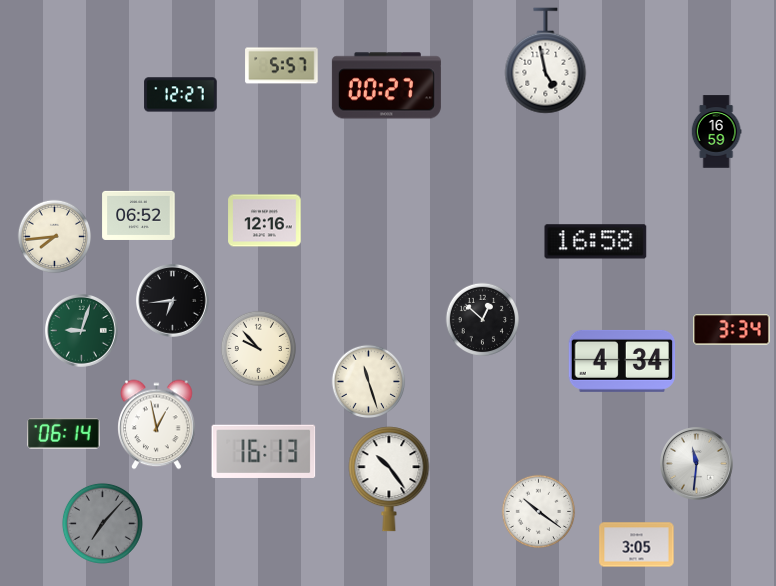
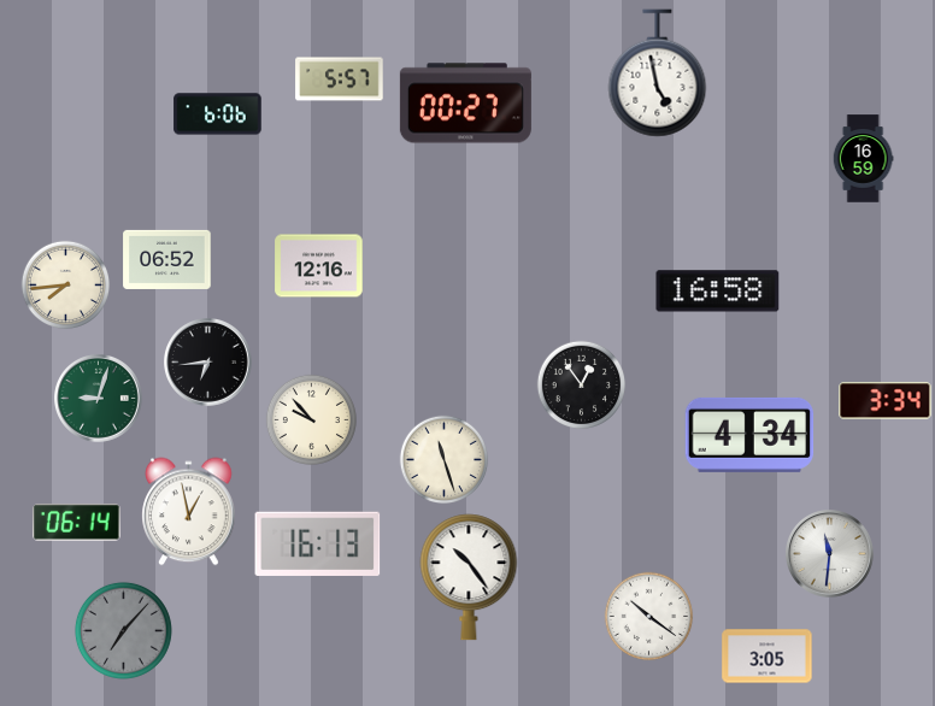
clock at (181, 95): 12:27 -> 6:06
clock at (483, 320): 12:52 -> 12:54
clock at (732, 330) position: (732, 330) -> (886, 401)
clock at (697, 464) position: (697, 464) -> (830, 554)
